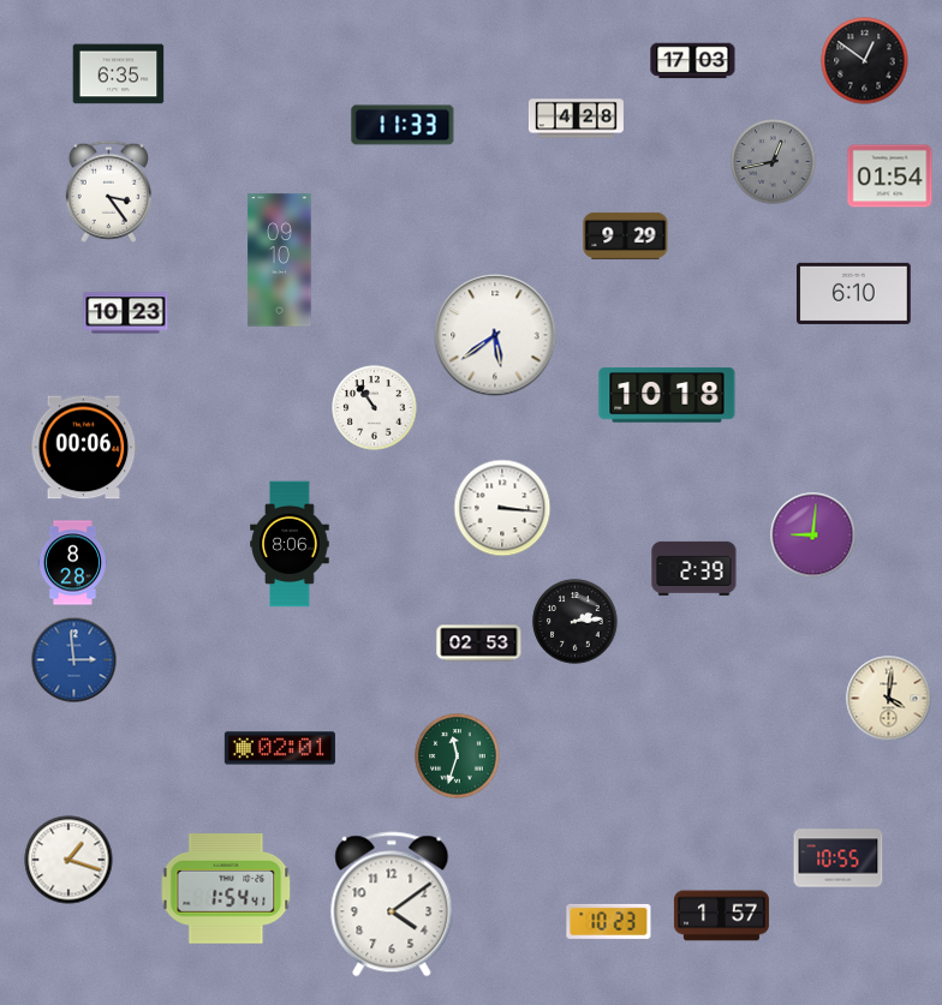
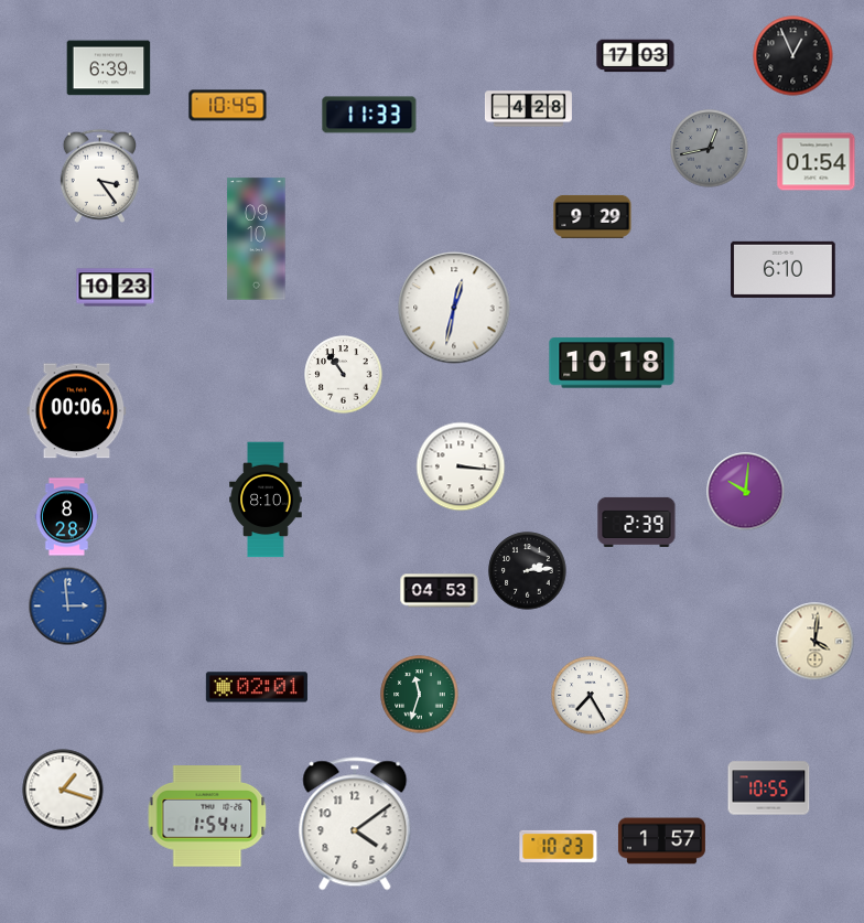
clock at (865, 61): 12:51 -> 12:56
clock at (119, 74): 6:35 -> 6:39
clock at (228, 106): none -> 10:45
clock at (626, 235) position: (626, 235) -> (593, 216)
clock at (495, 335): 5:39 -> 12:32
clock at (813, 536): 9:01 -> 10:01
clock at (290, 544): 8:06 -> 8:10
clock at (479, 644): 02:53 -> 04:53
clock at (591, 696): none -> 7:25
clock at (392, 904) position: (392, 904) -> (355, 824)
